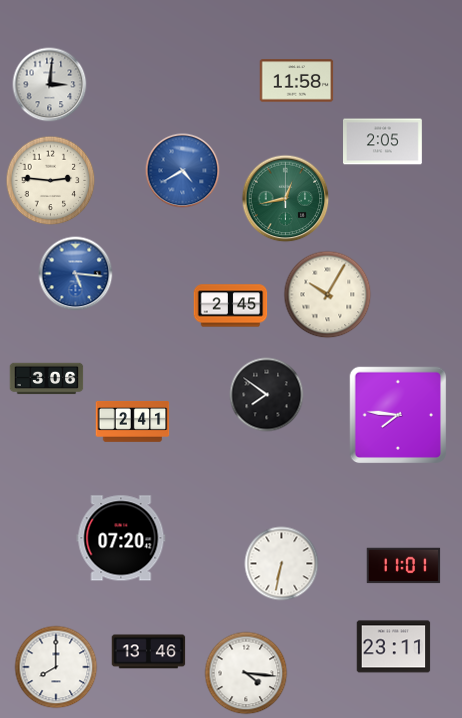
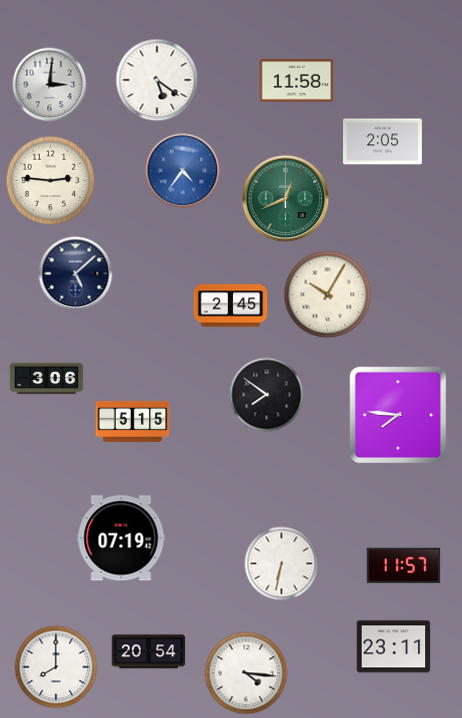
clock at (157, 80): none -> 5:21
clock at (183, 171): 4:40 -> 4:36
clock at (286, 199): 12:43 -> 12:41
clock at (76, 274): 5:16 -> 5:08
clock at (76, 274) dial: blue -> navy
clock at (133, 421): 2:41 -> 5:15
clock at (121, 538): 07:20 -> 07:19
clock at (404, 566): 11:01 -> 11:57
clock at (149, 652): 13:46 -> 20:54
